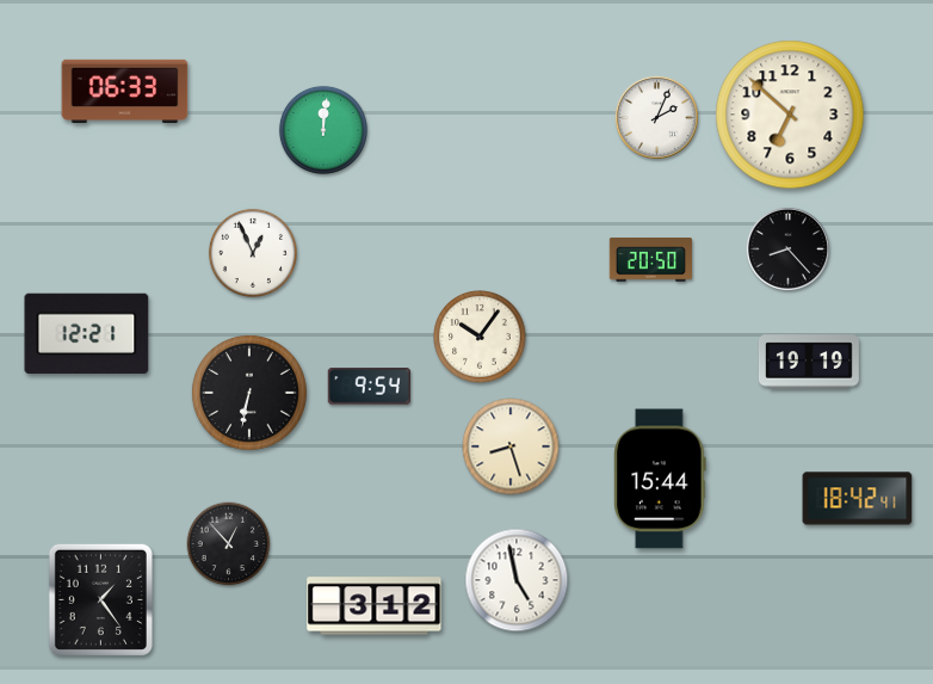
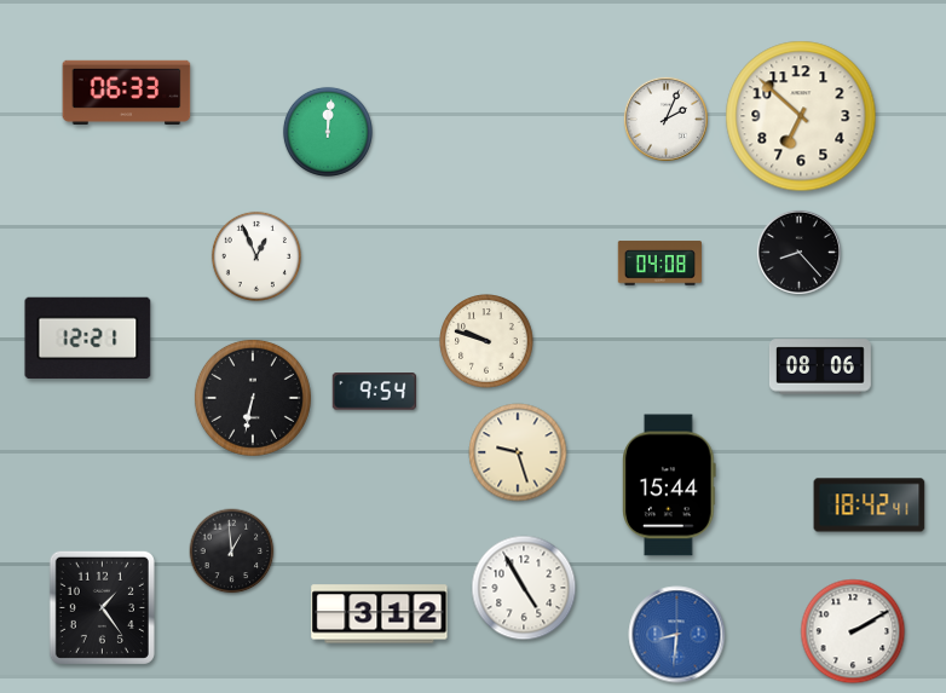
clock at (650, 260): 20:50 -> 04:08
clock at (480, 337): 10:06 -> 9:48
clock at (809, 362): 19:19 -> 08:06
clock at (511, 446): 8:27 -> 9:27
clock at (229, 544): 12:53 -> 12:59
clock at (517, 580): 4:58 -> 4:55
clock at (853, 631): none -> 2:10
clock at (677, 635): none -> 8:31
